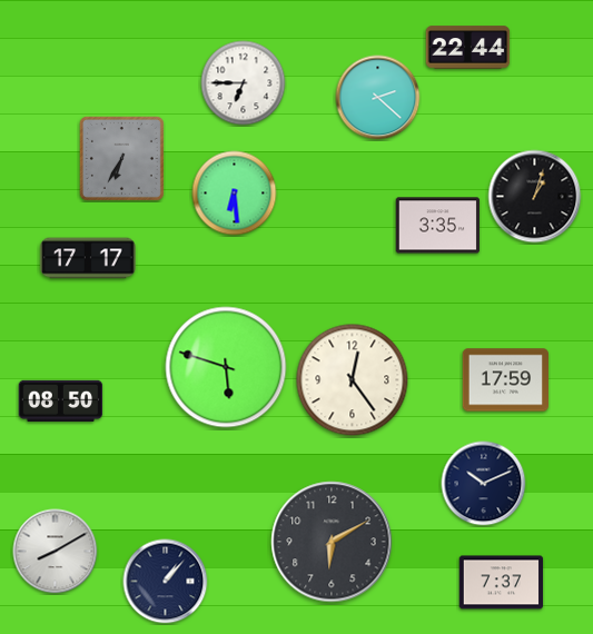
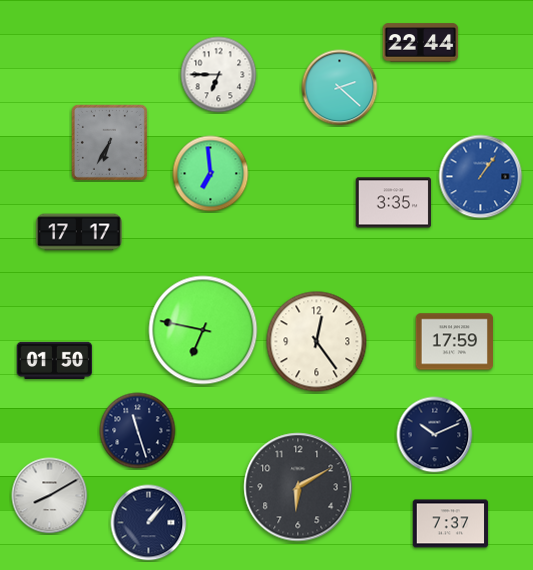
clock at (235, 194): 6:29 -> 6:59
clock at (535, 197): 1:03 -> 1:06
clock at (535, 197) dial: black -> blue
clock at (226, 367): 5:48 -> 6:47
clock at (61, 400): 08:50 -> 01:50
clock at (138, 431): none -> 11:27
